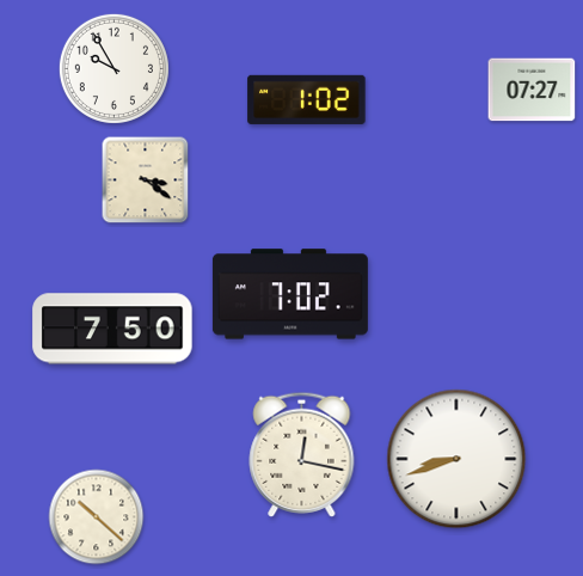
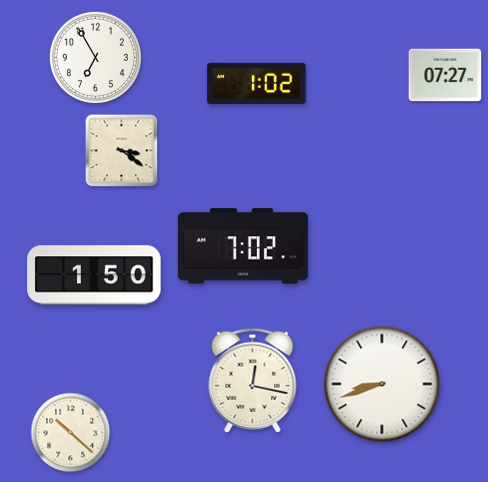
clock at (113, 68): 9:55 -> 6:55
clock at (112, 329): 7:50 -> 1:50
clock at (97, 517) position: (97, 517) -> (71, 433)
